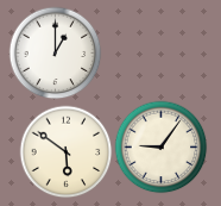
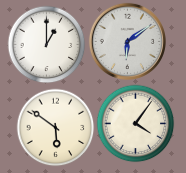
clock at (127, 41): none -> 6:09
clock at (160, 146): 9:06 -> 4:06
